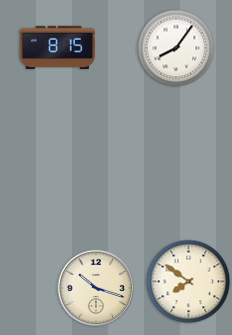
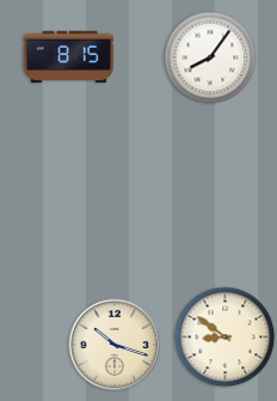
clock at (189, 282): 7:51 -> 8:51
